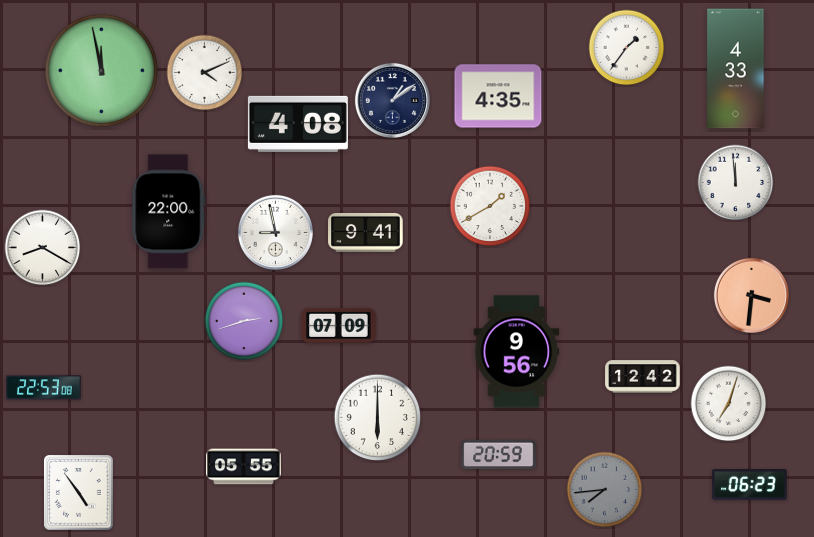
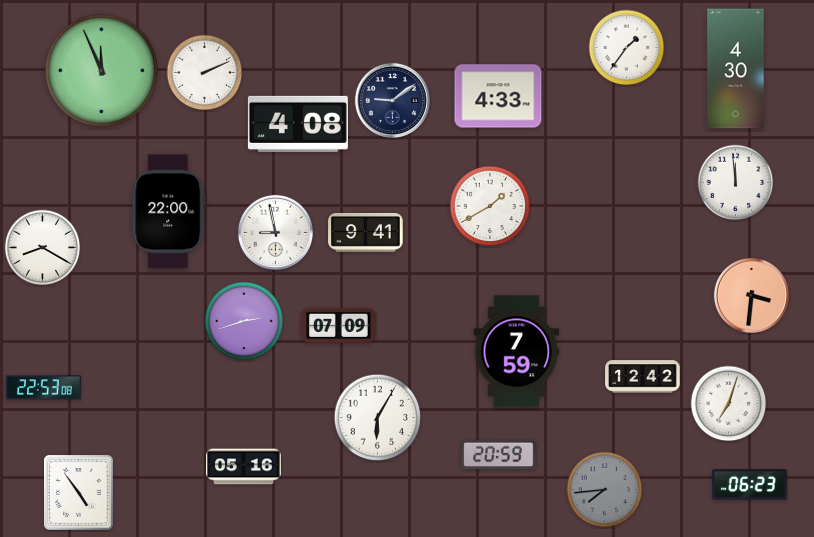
clock at (736, 69): 4:33 -> 4:30
clock at (101, 70): 11:58 -> 11:56
clock at (205, 73): 4:11 -> 2:11
clock at (498, 96): 4:35 -> 4:33
clock at (392, 100): 1:09 -> 9:09
clock at (517, 352): 9:56 -> 7:59
clock at (378, 418): 6:00 -> 6:05
clock at (244, 467): 05:55 -> 05:16
